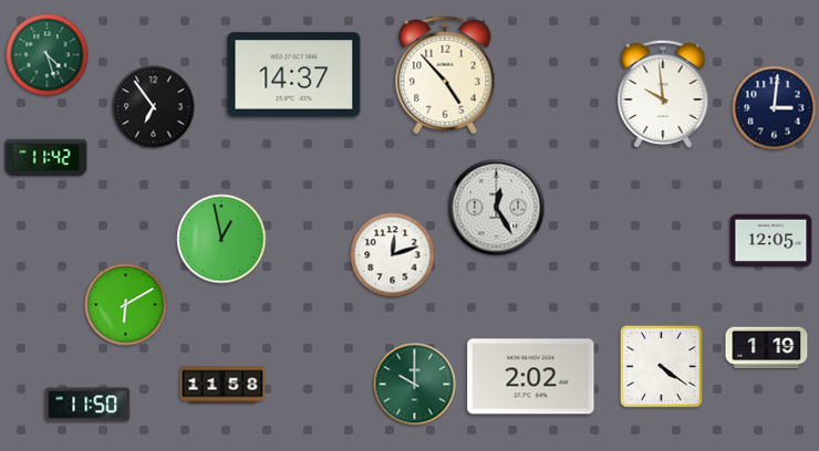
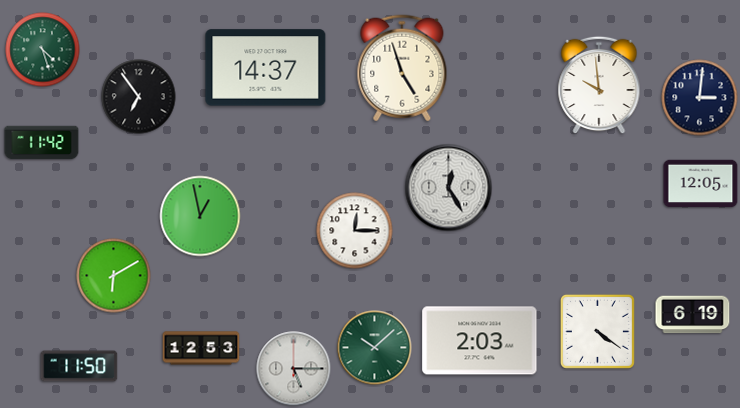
clock at (445, 75): 4:53 -> 4:57
clock at (771, 241) position: (771, 241) -> (701, 184)
clock at (393, 255): 12:12 -> 12:15
clock at (767, 348): 1:19 -> 6:19
clock at (531, 377): 2:02 -> 2:03
clock at (222, 385): 11:58 -> 12:53
clock at (415, 385): 10:00 -> 10:08
clock at (294, 369): none -> 5:15
